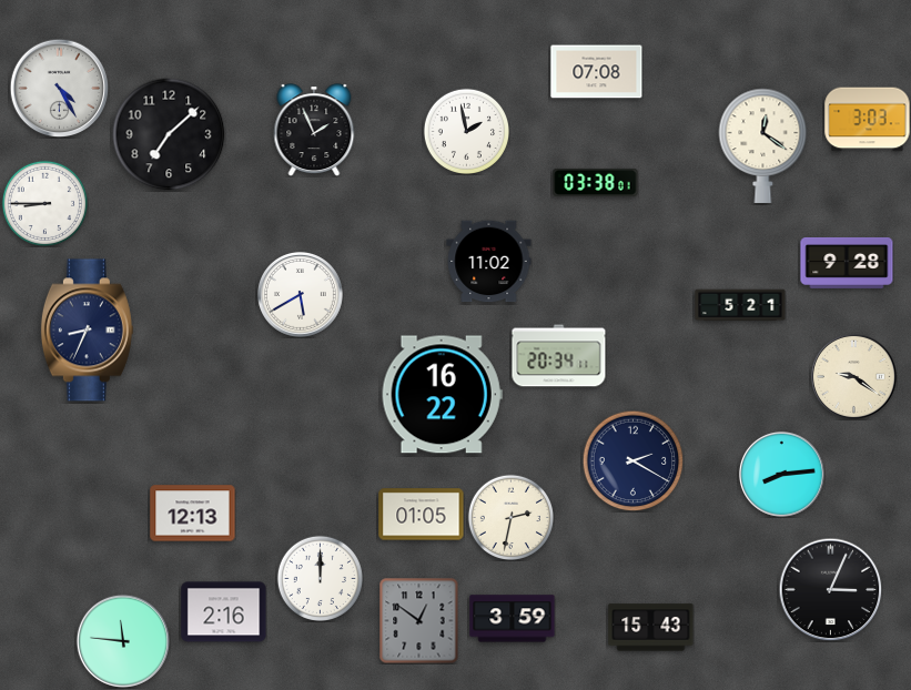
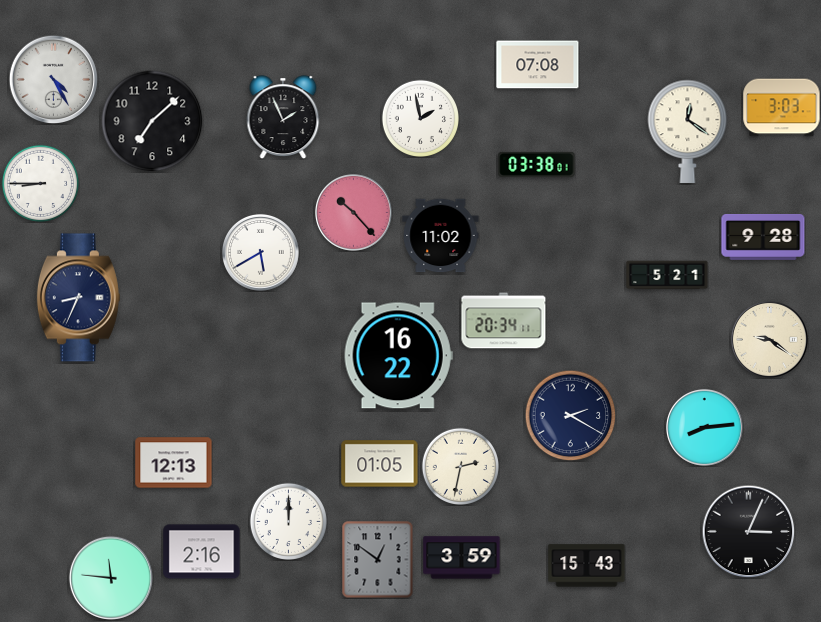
clock at (353, 212): none -> 10:23
clock at (300, 294) position: (300, 294) -> (260, 252)
